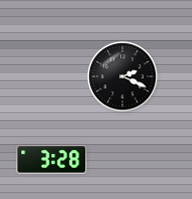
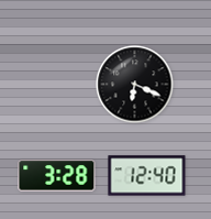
clock at (123, 77): 2:19 -> 6:19
clock at (147, 176): none -> 12:40
